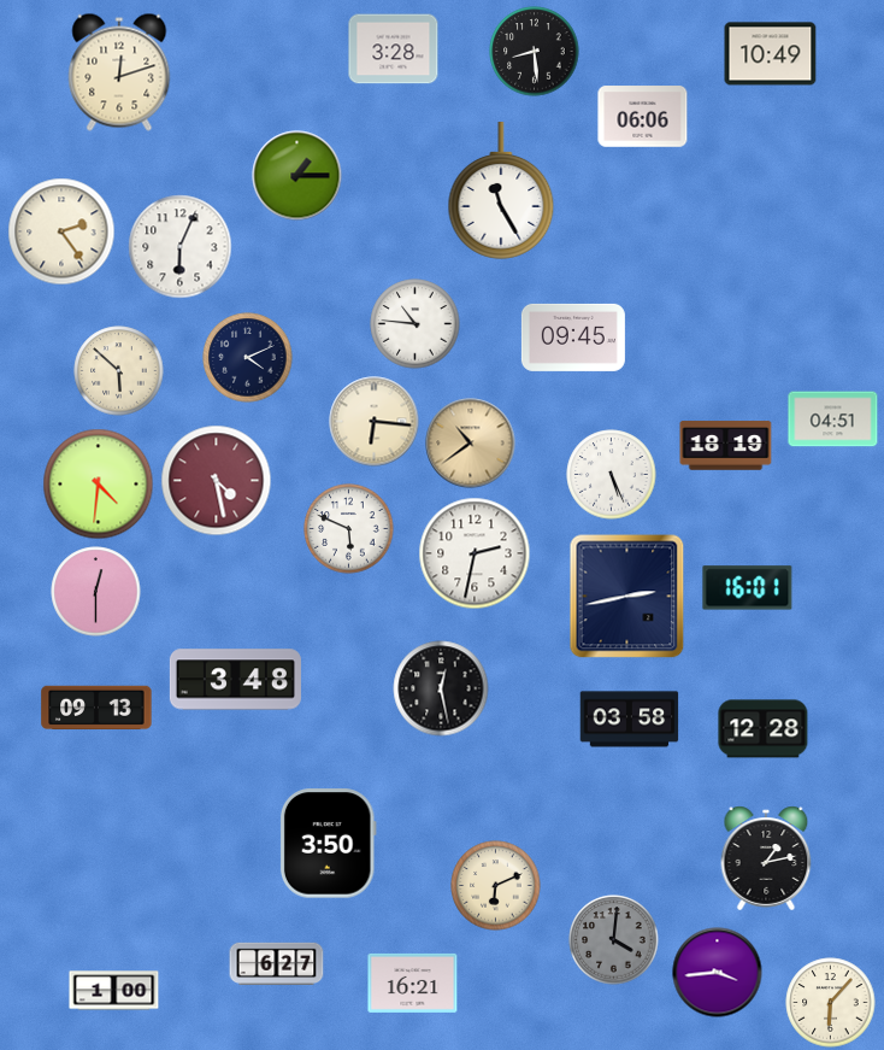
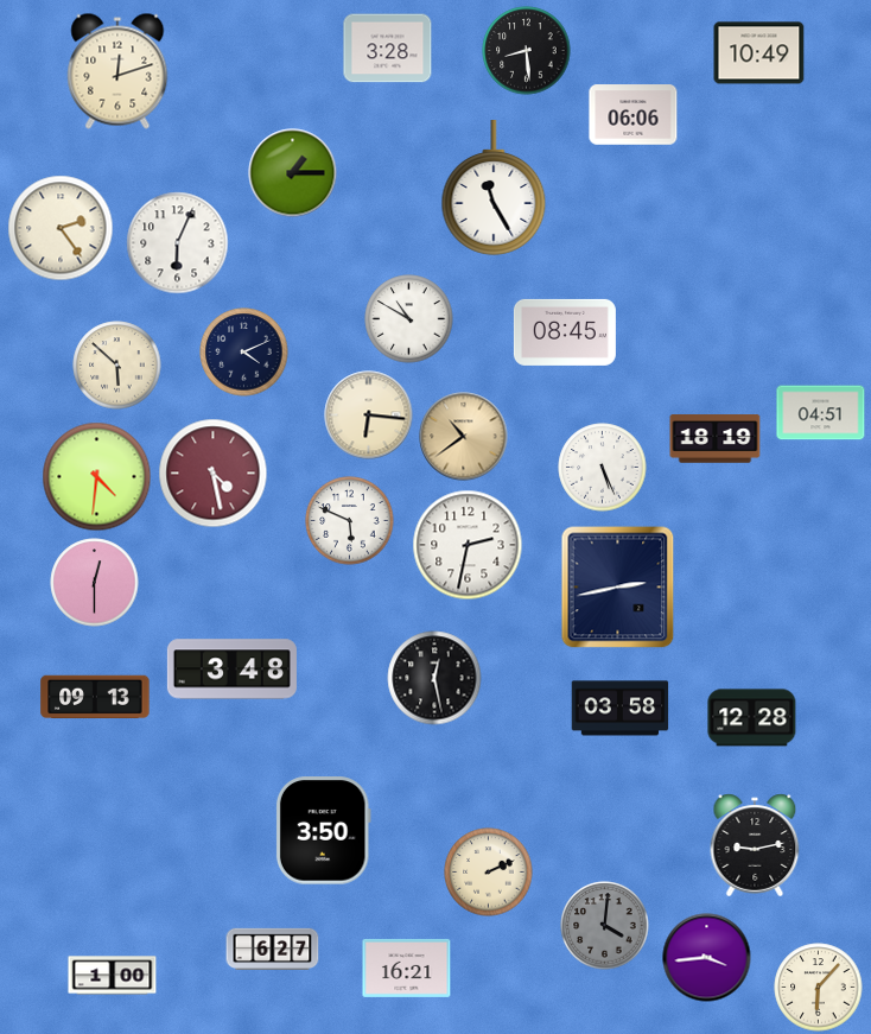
clock at (416, 324): 10:46 -> 10:50
clock at (573, 338): 09:45 -> 08:45
clock at (349, 529) position: (349, 529) -> (350, 521)
clock at (748, 588): 16:01 -> none
clock at (766, 858): 1:13 -> 9:13
clock at (496, 886): 6:11 -> 2:11
